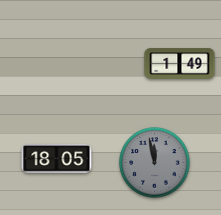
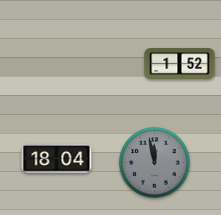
clock at (180, 64): 1:49 -> 1:52
clock at (57, 159): 18:05 -> 18:04
